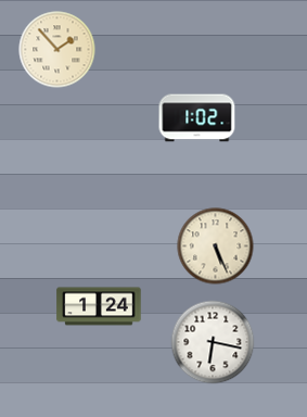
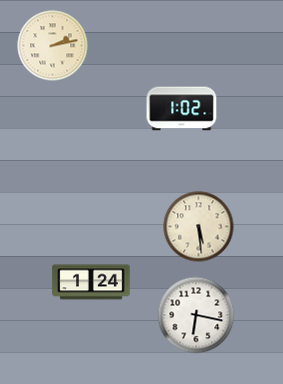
clock at (57, 50): 1:53 -> 2:13
clock at (216, 247): 5:26 -> 5:29
